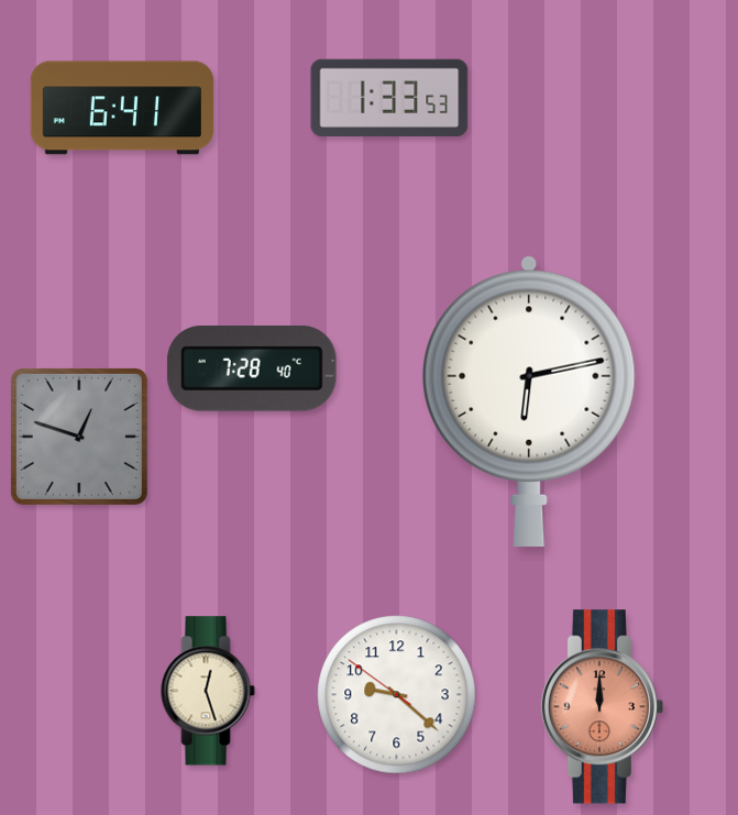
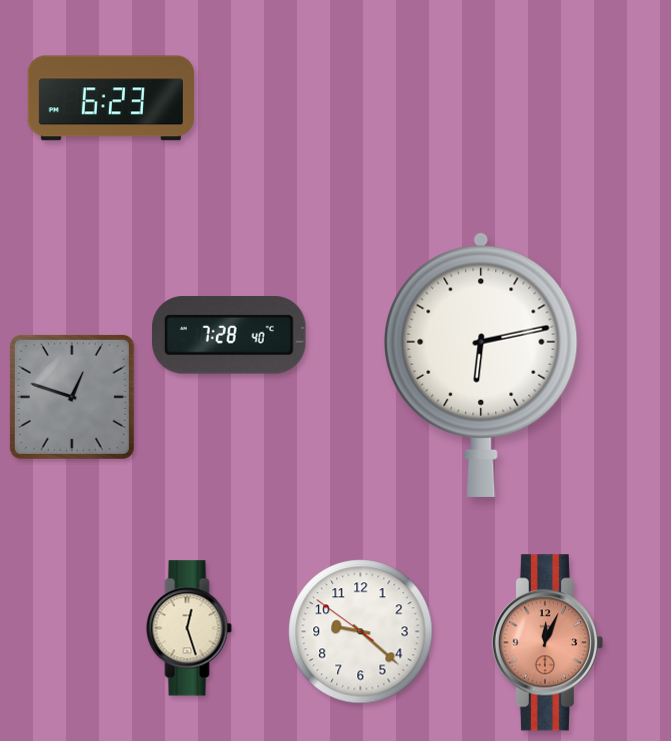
clock at (389, 97): 1:33 -> none
clock at (121, 108): 6:41 -> 6:23
clock at (602, 707): 12:00 -> 12:04
